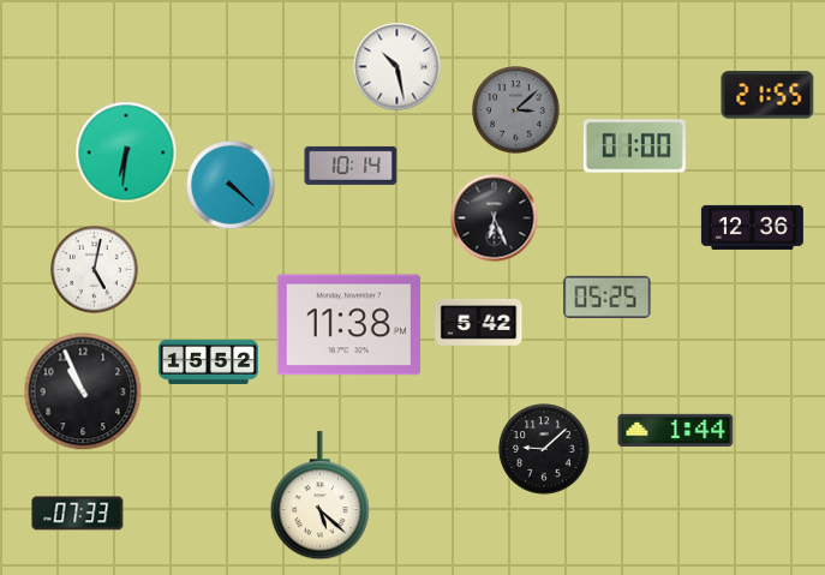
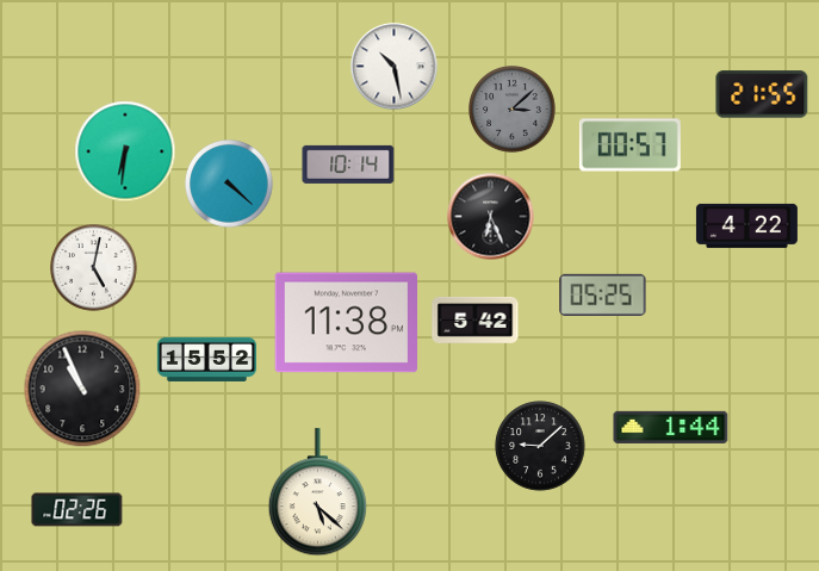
clock at (634, 146): 01:00 -> 00:57
clock at (752, 227): 12:36 -> 4:22
clock at (78, 514): 07:33 -> 02:26
